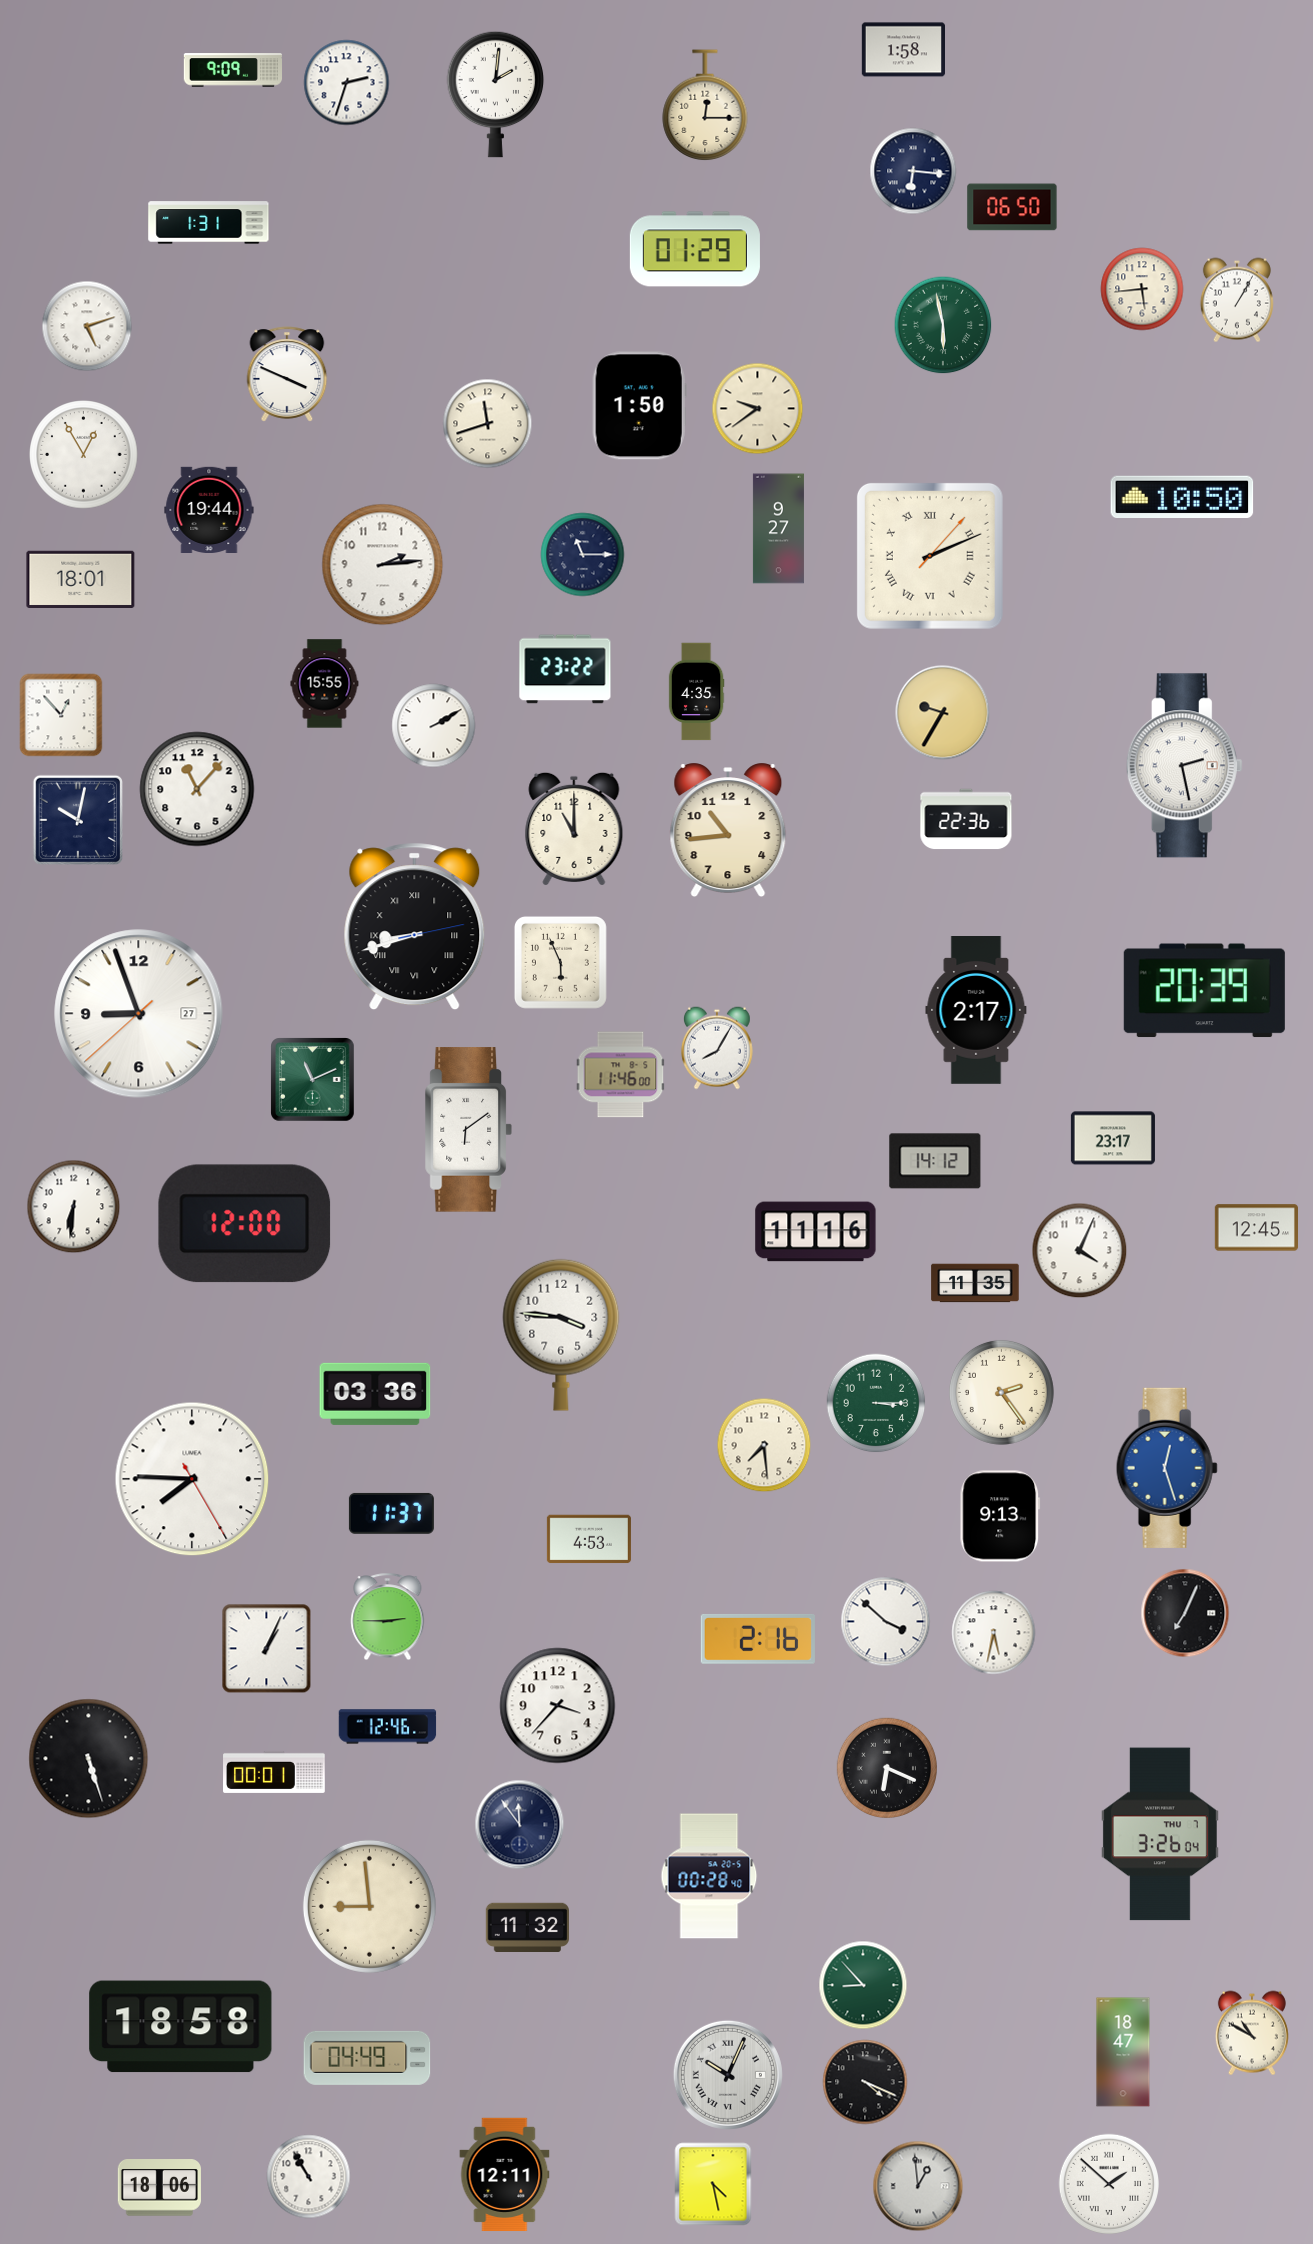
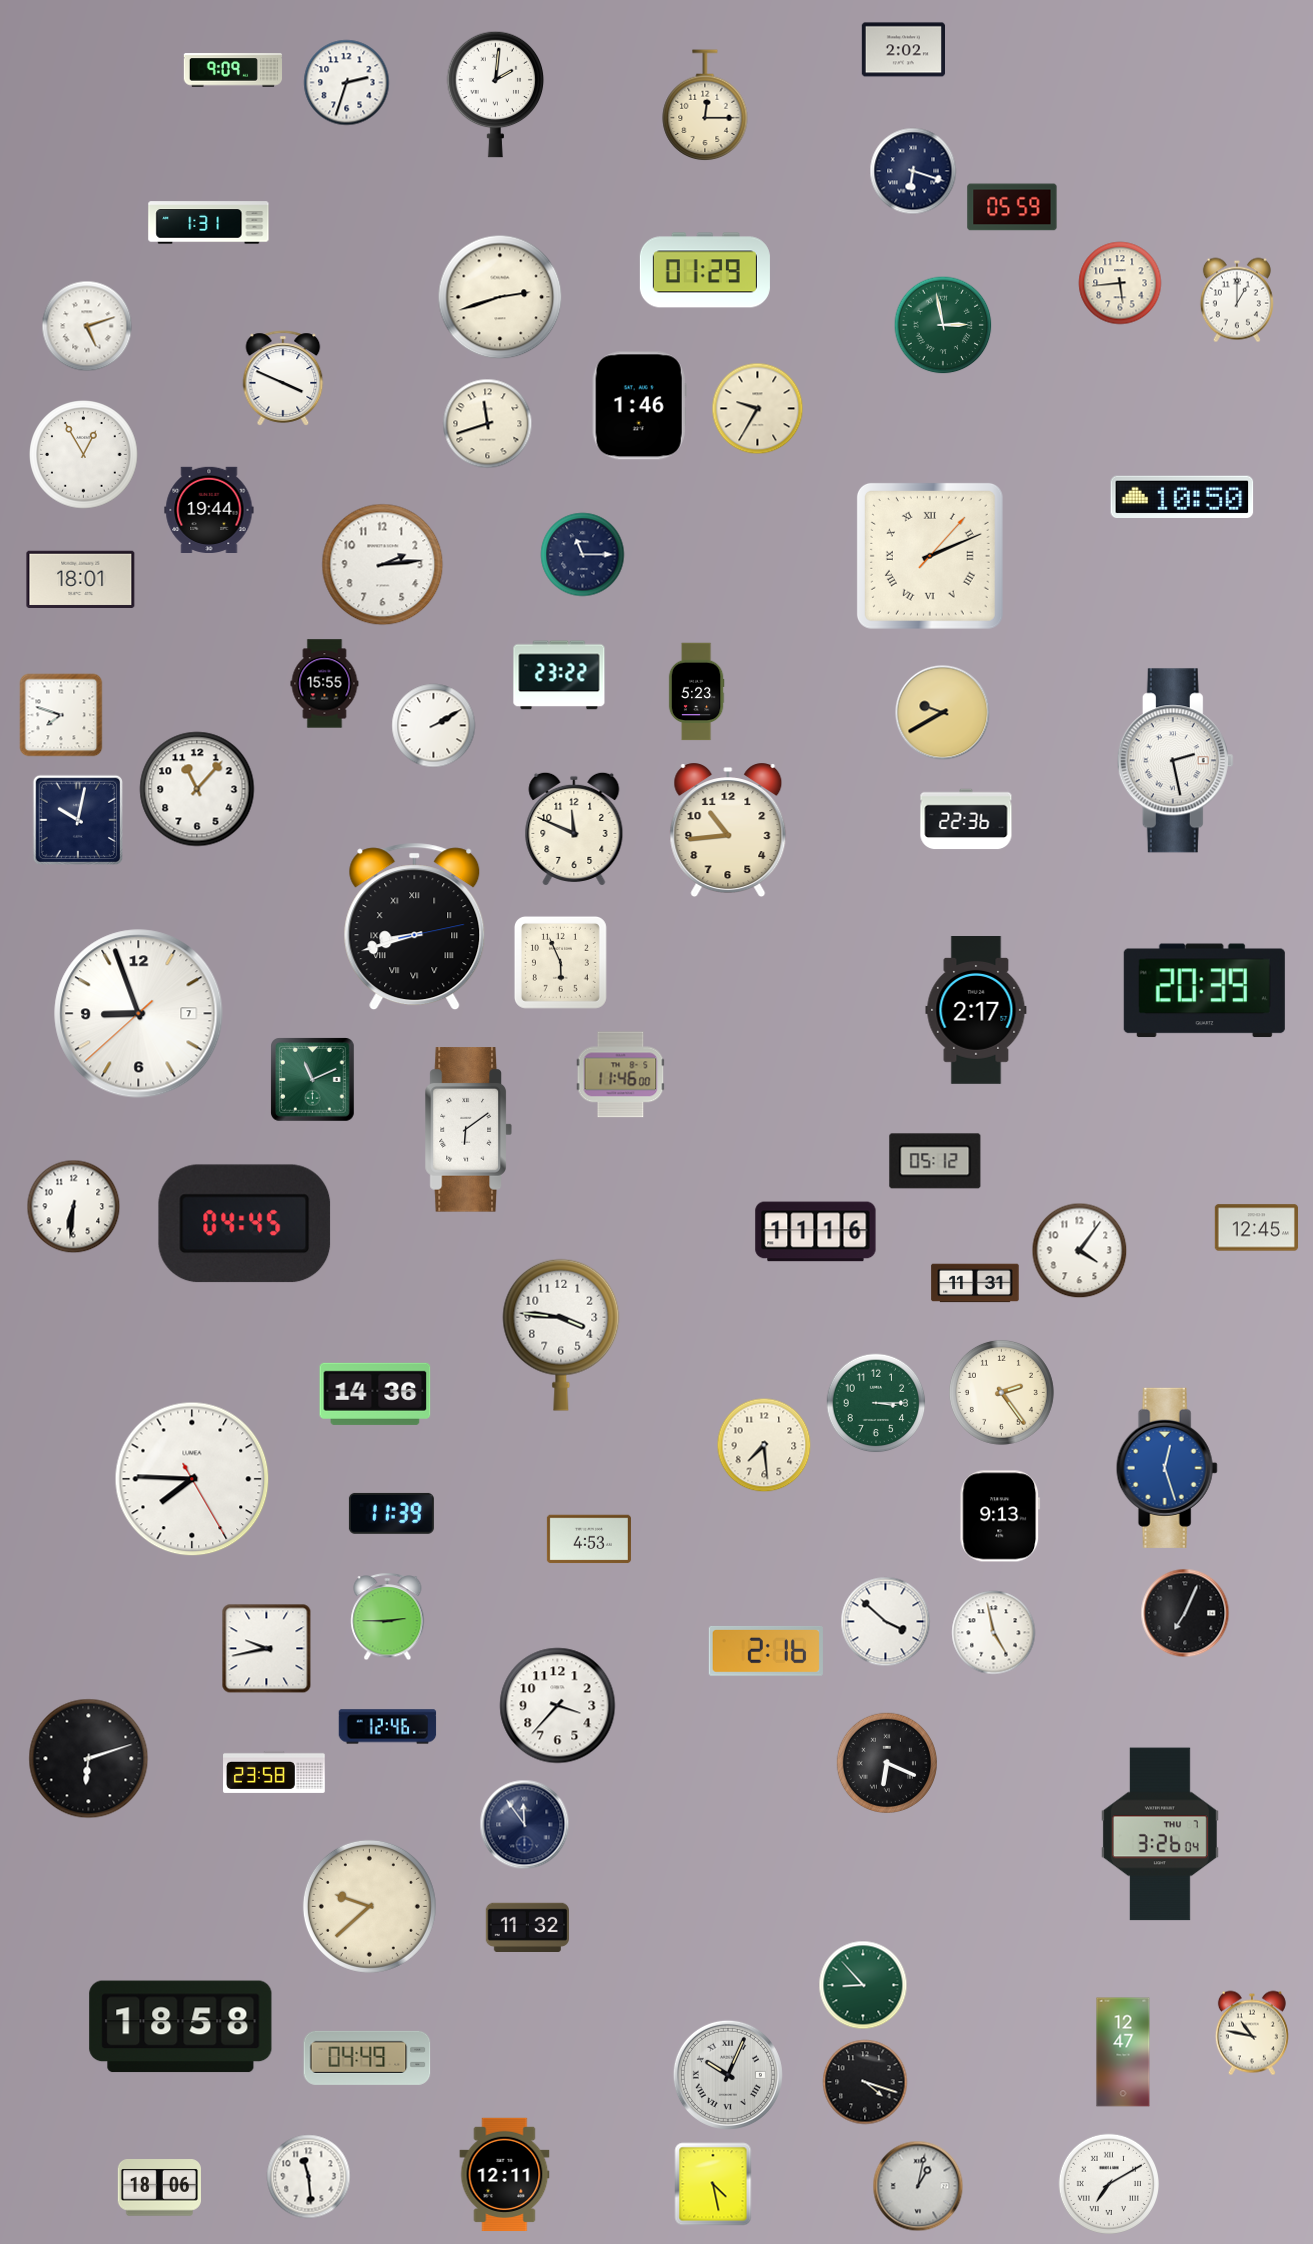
clock at (903, 50): 1:58 -> 2:02
clock at (913, 171): 6:16 -> 6:18
clock at (1012, 207): 06:50 -> 05:59
clock at (695, 249) position: (695, 249) -> (705, 270)
clock at (1142, 289) position: (1142, 289) -> (1120, 283)
clock at (500, 297): none -> 2:42
clock at (1237, 300): 1:05 -> 1:00
clock at (943, 325): 5:58 -> 2:58
clock at (287, 374) position: (287, 374) -> (283, 378)
clock at (639, 406): 1:50 -> 1:46
clock at (758, 409): 9:39 -> 9:35
clock at (778, 529): 9:27 -> none
clock at (565, 669) position: (565, 669) -> (559, 675)
clock at (696, 692): 4:35 -> 5:23
clock at (943, 713): 9:35 -> 9:40
clock at (61, 715): 12:53 -> 7:48
clock at (1184, 766) position: (1184, 766) -> (1175, 761)
clock at (574, 829): 11:00 -> 11:49
clock at (139, 1014) date: 27 -> 7
clock at (717, 1048): 8:05 -> none
clock at (1113, 1138): 23:17 -> none
clock at (935, 1161): 14:12 -> 05:12
clock at (245, 1224): 12:00 -> 04:45
clock at (1080, 1251): 4:04 -> 4:06
clock at (975, 1283): 11:35 -> 11:31
clock at (375, 1394): 03:36 -> 14:36
clock at (391, 1513): 11:37 -> 11:39
clock at (994, 1633): 5:32 -> 4:58
clock at (758, 1639) position: (758, 1639) -> (766, 1651)
clock at (267, 1649): 1:04 -> 9:43
clock at (89, 1759): 5:27 -> 6:12
clock at (886, 1767) position: (886, 1767) -> (886, 1762)
clock at (274, 1772): 00:01 -> 23:58
clock at (520, 1825) position: (520, 1825) -> (525, 1825)
clock at (709, 1876): 00:28 -> none
clock at (369, 1906): 8:59 -> 9:38
clock at (1252, 2033): 10:50 -> 10:47
clock at (1123, 2052): 18:47 -> 12:47
clock at (865, 2082): 4:19 -> 4:18
clock at (309, 2177): 10:55 -> 11:29
clock at (1108, 2183): 1:52 -> 7:10
clock at (918, 2186): 12:59 -> 1:02
